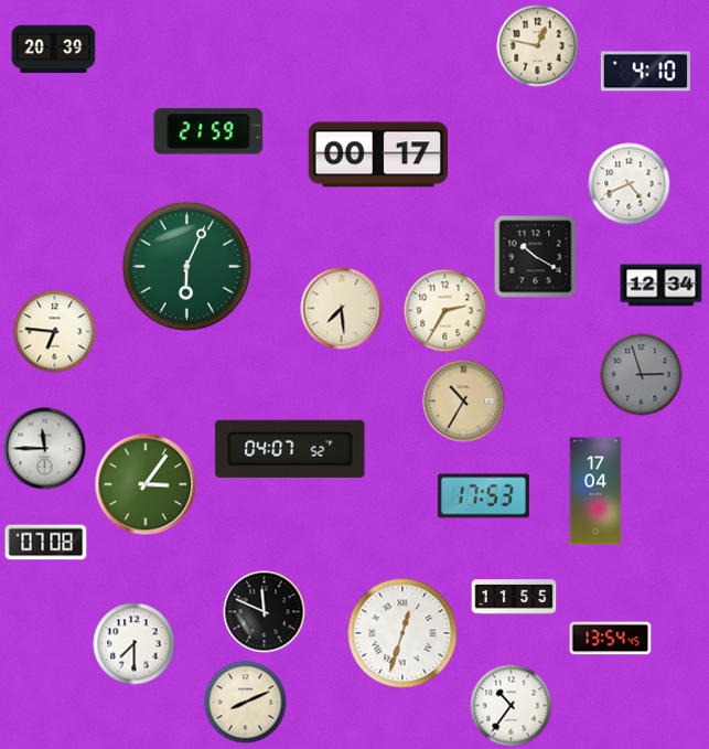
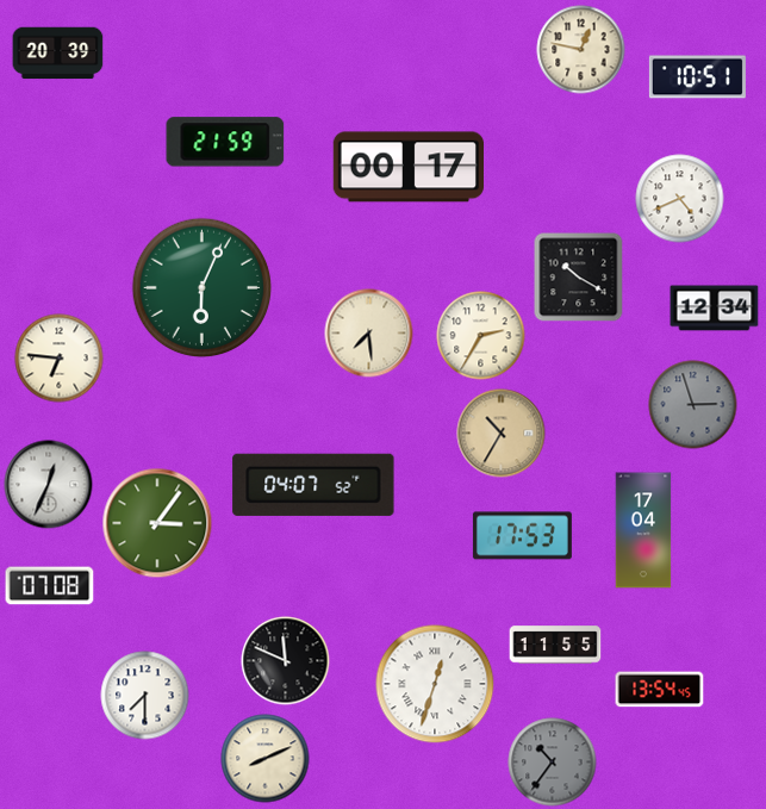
clock at (645, 72): 4:10 -> 10:51
clock at (45, 449): 11:45 -> 12:34
clock at (512, 706) dial: white -> grey
